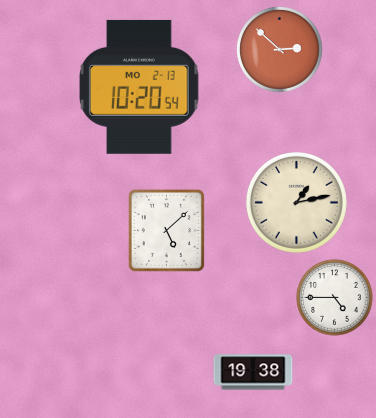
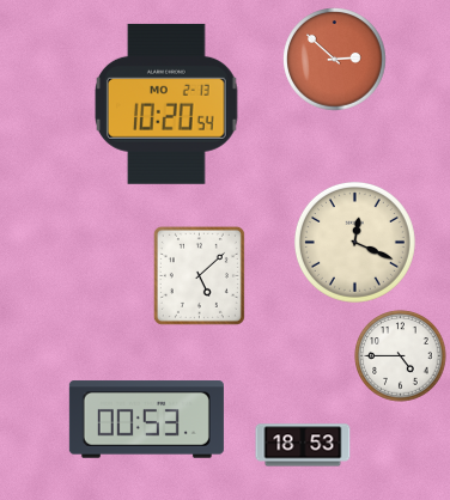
clock at (296, 202): 1:13 -> 12:19
clock at (146, 420): none -> 00:53
clock at (253, 372): 19:38 -> 18:53
